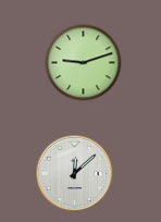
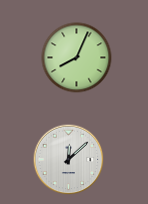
clock at (84, 63): 9:12 -> 8:04
